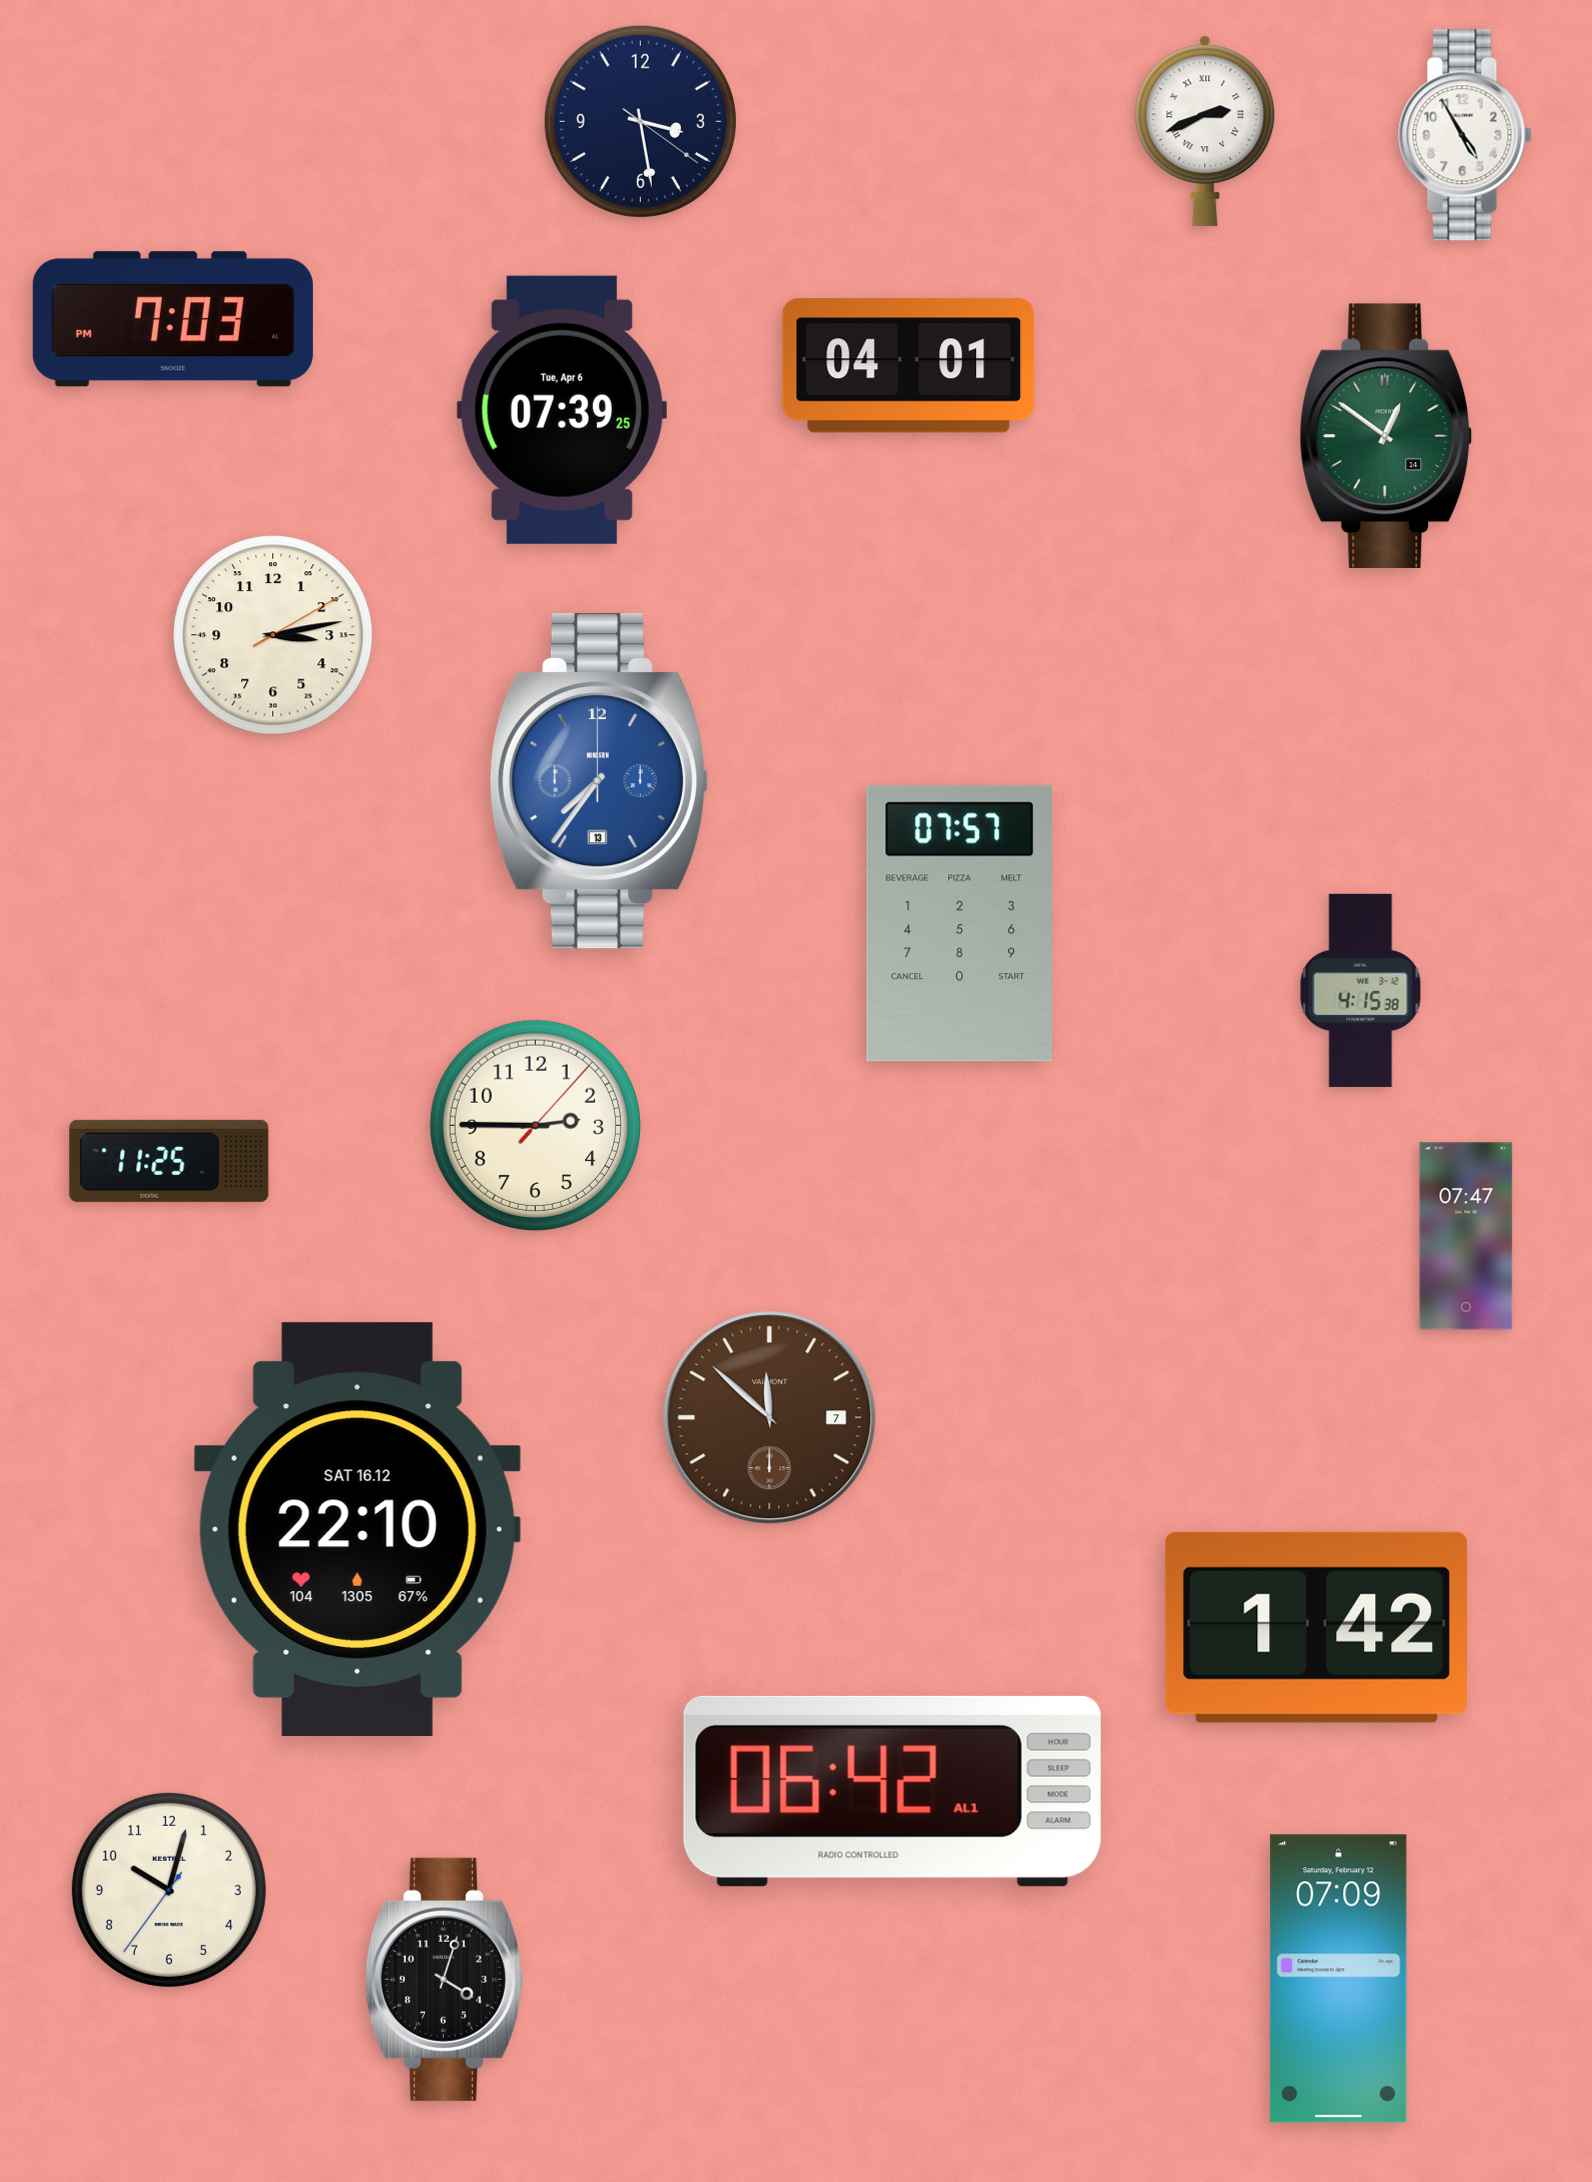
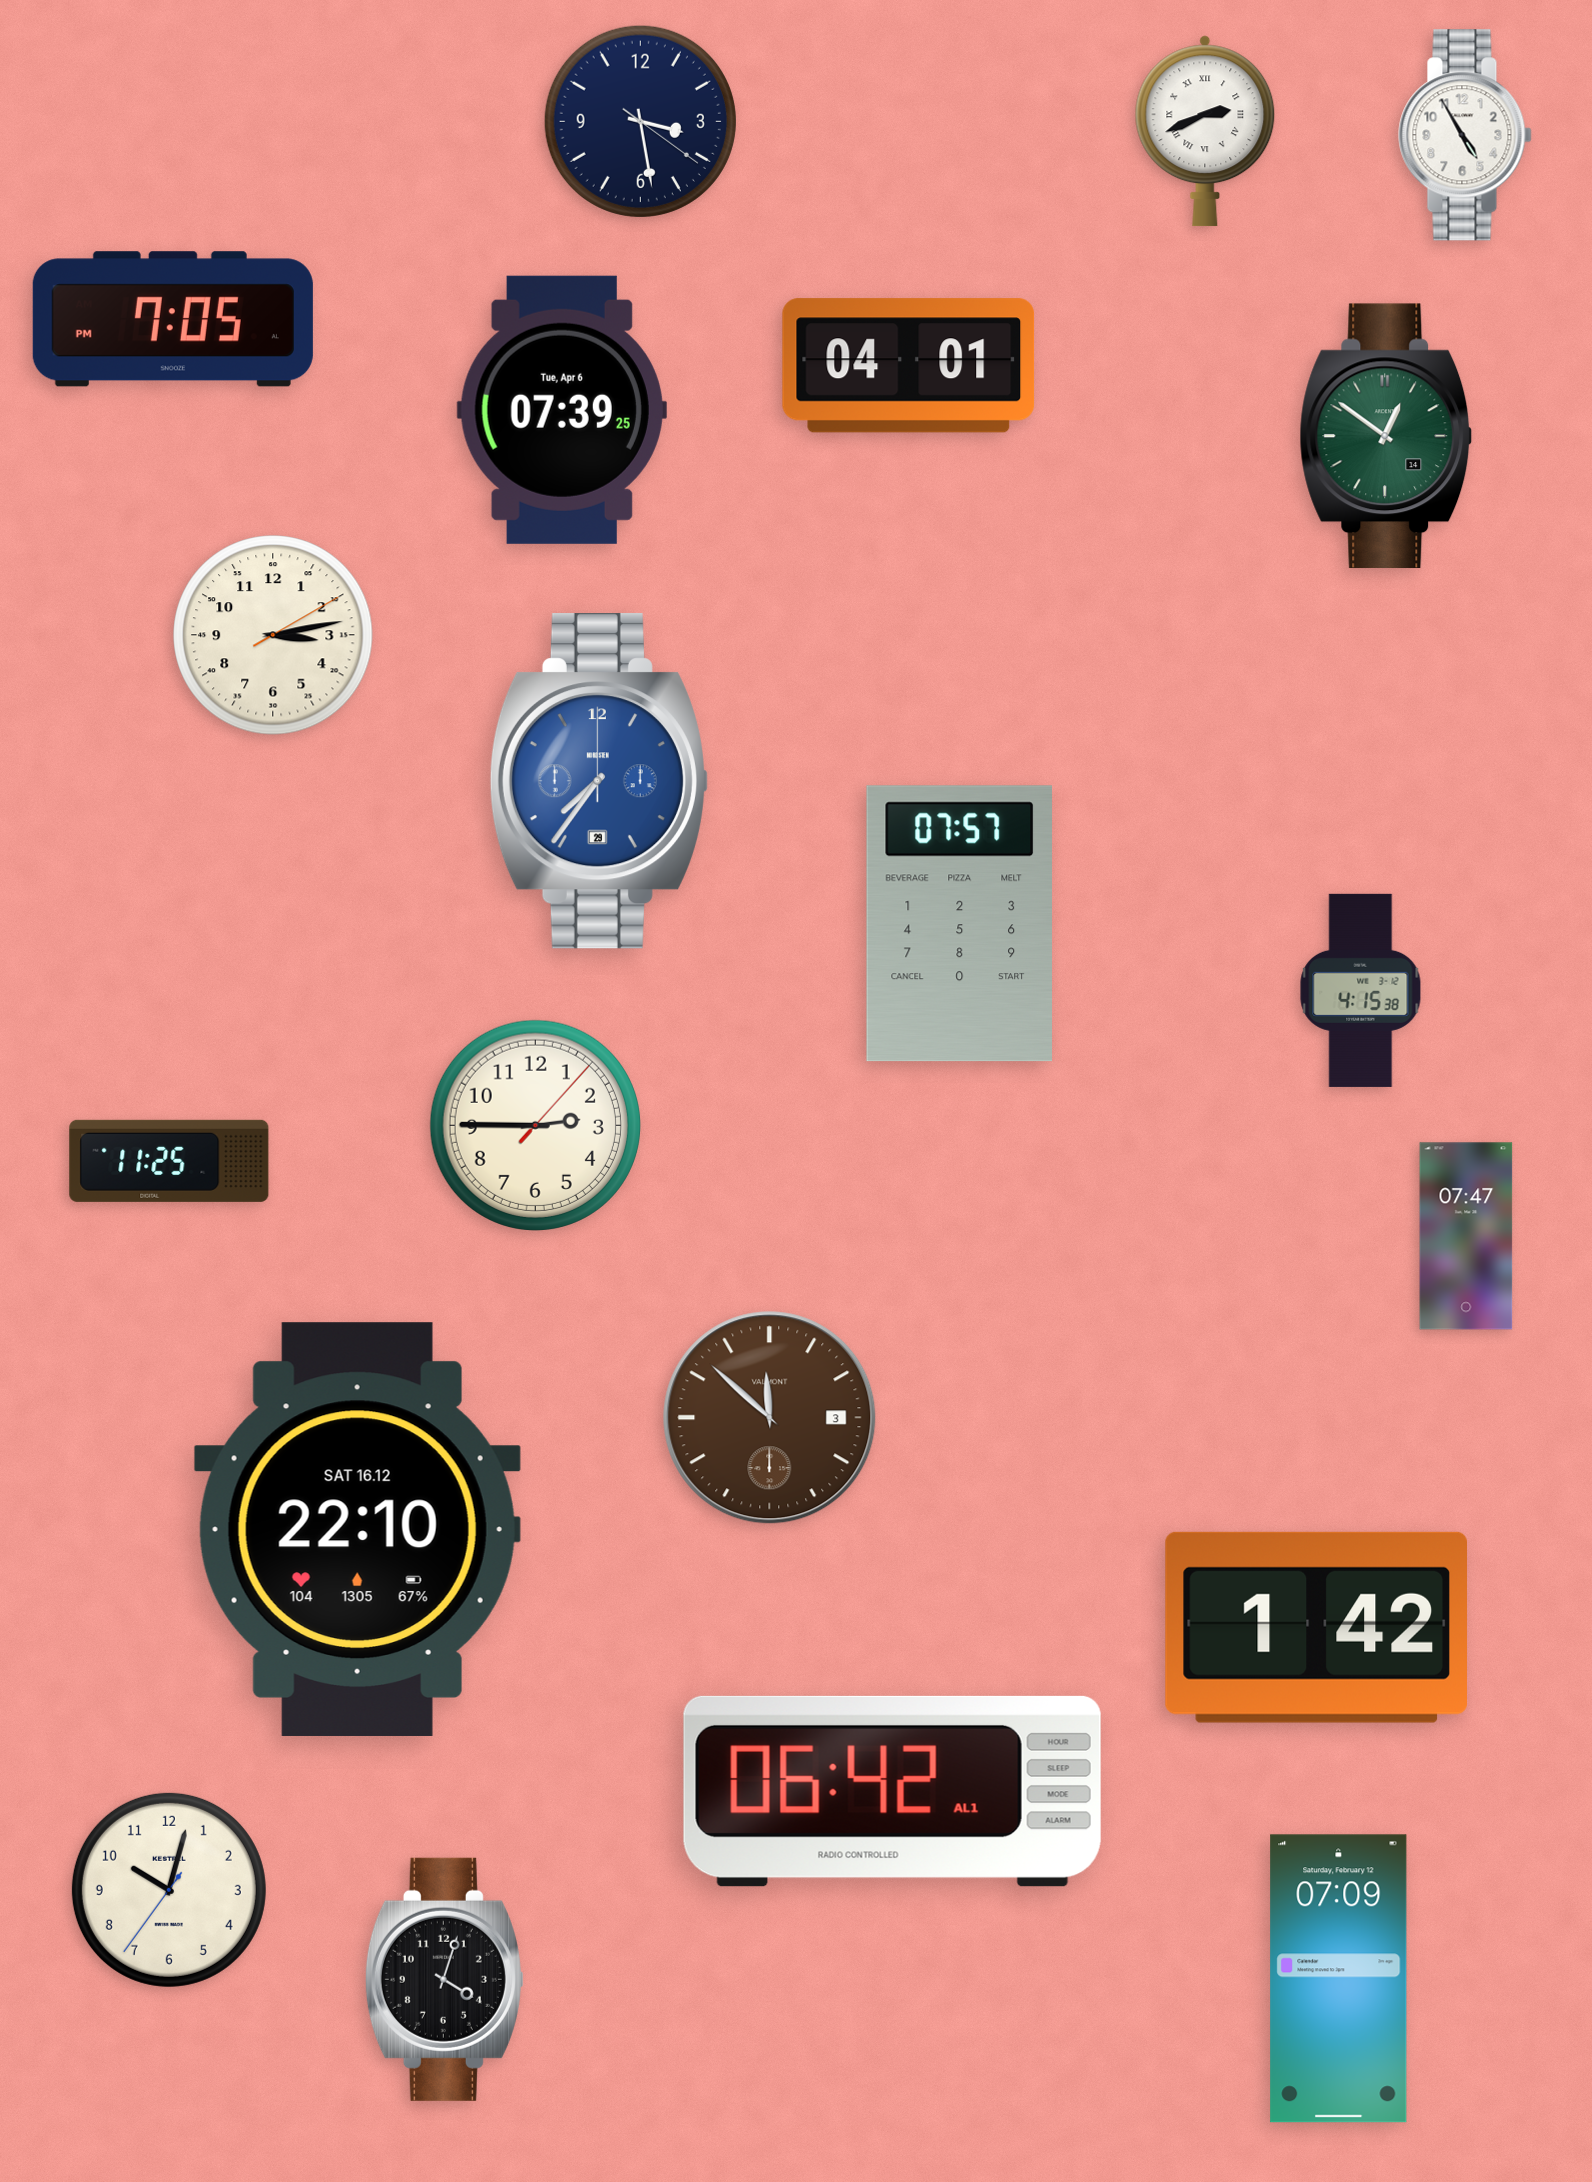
clock at (173, 319): 7:03 -> 7:05
clock at (599, 781) date: 13 -> 29
clock at (770, 1418) date: 7 -> 3
